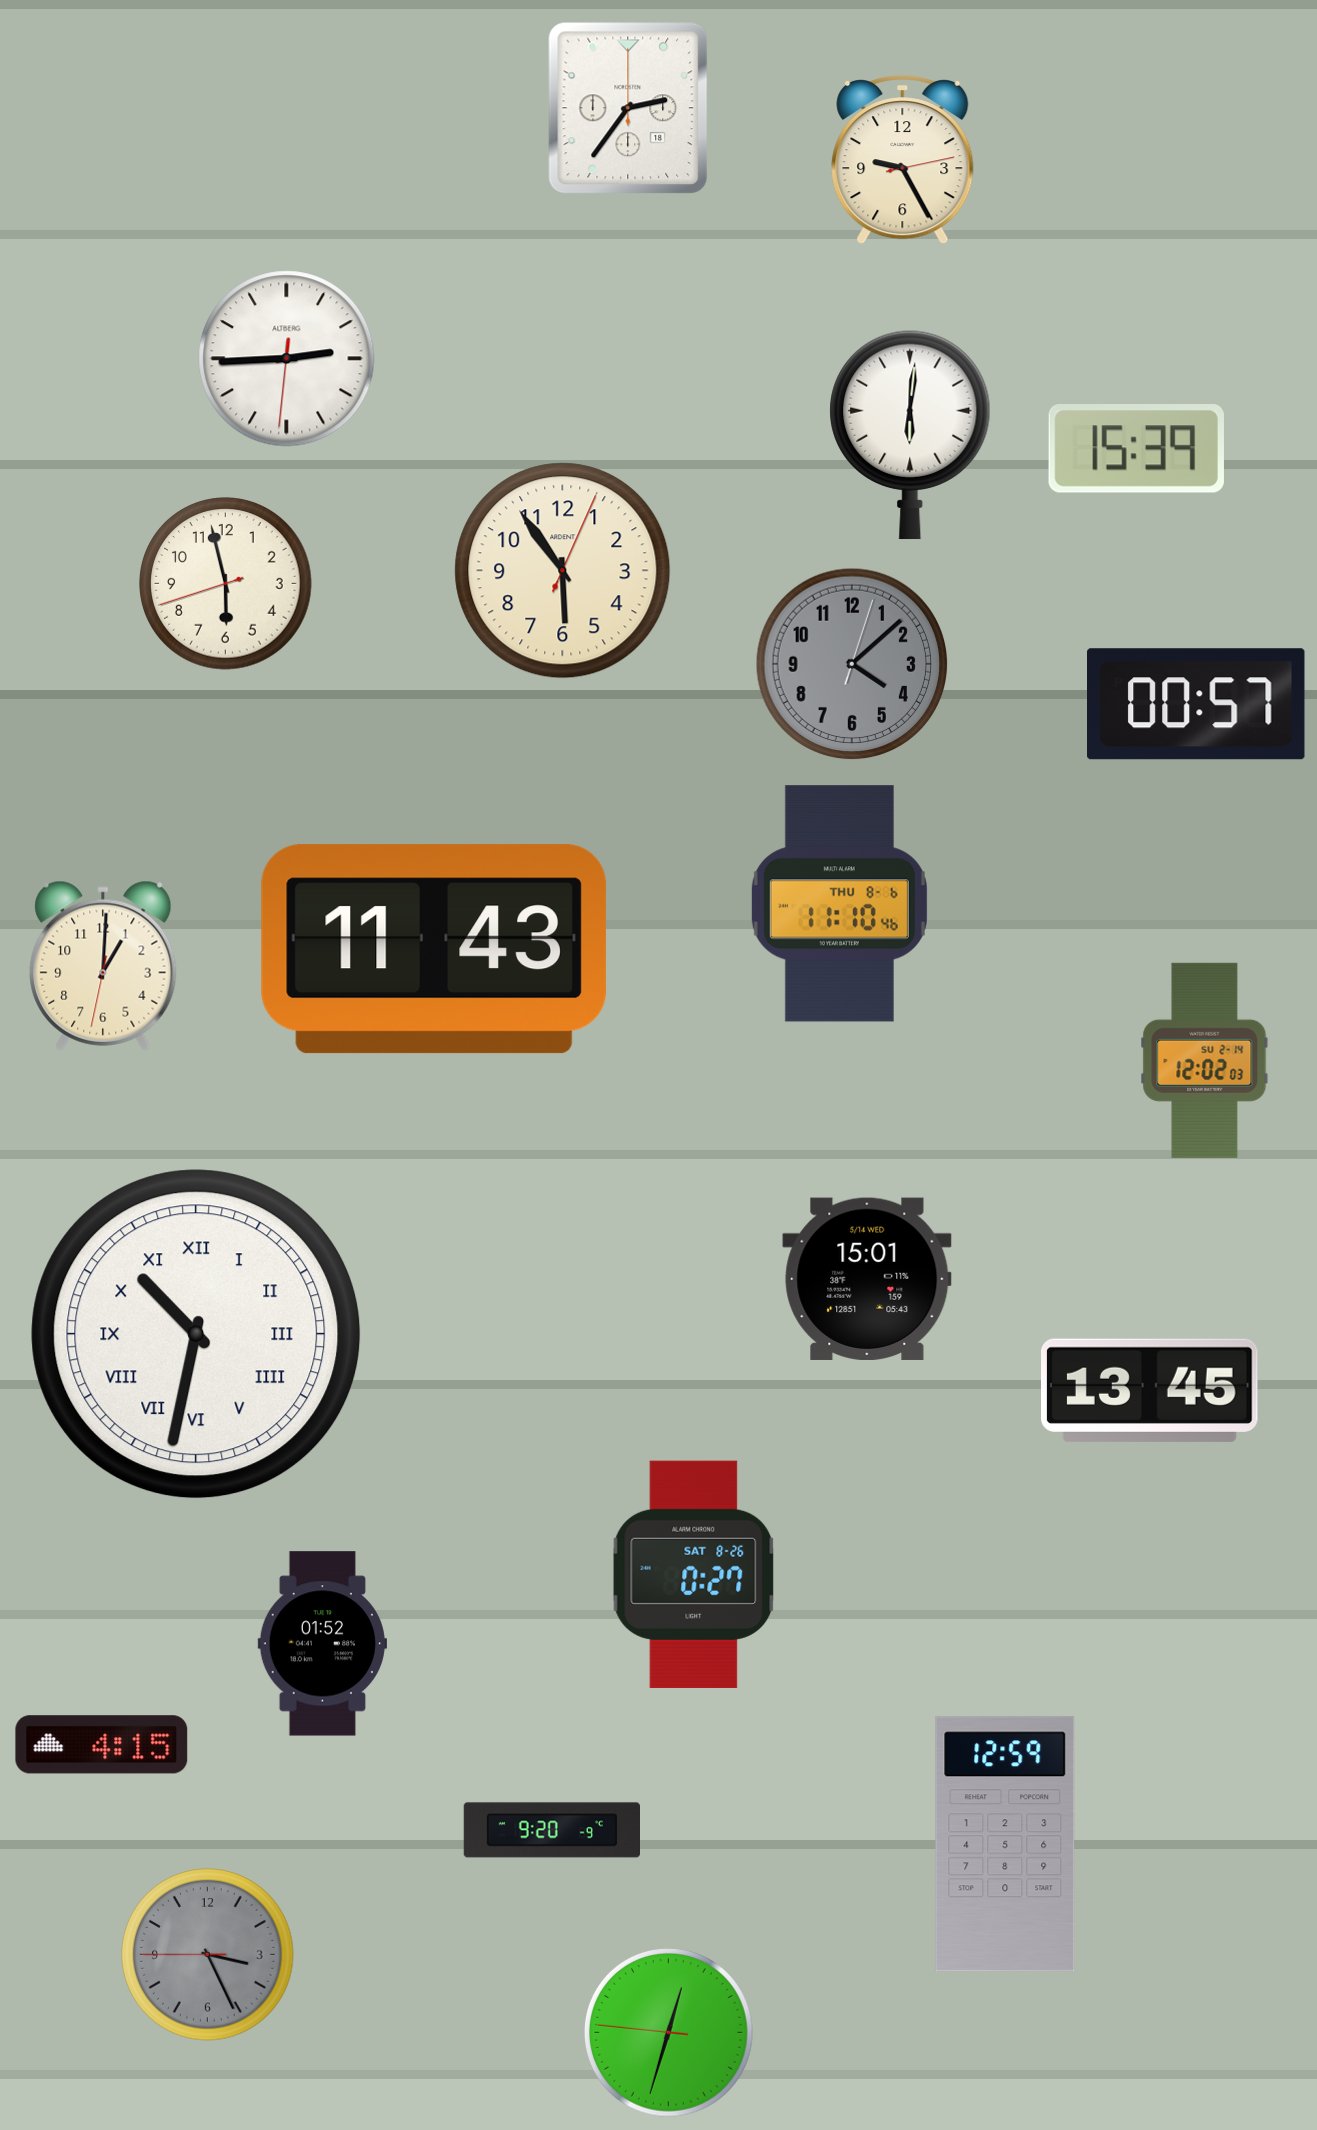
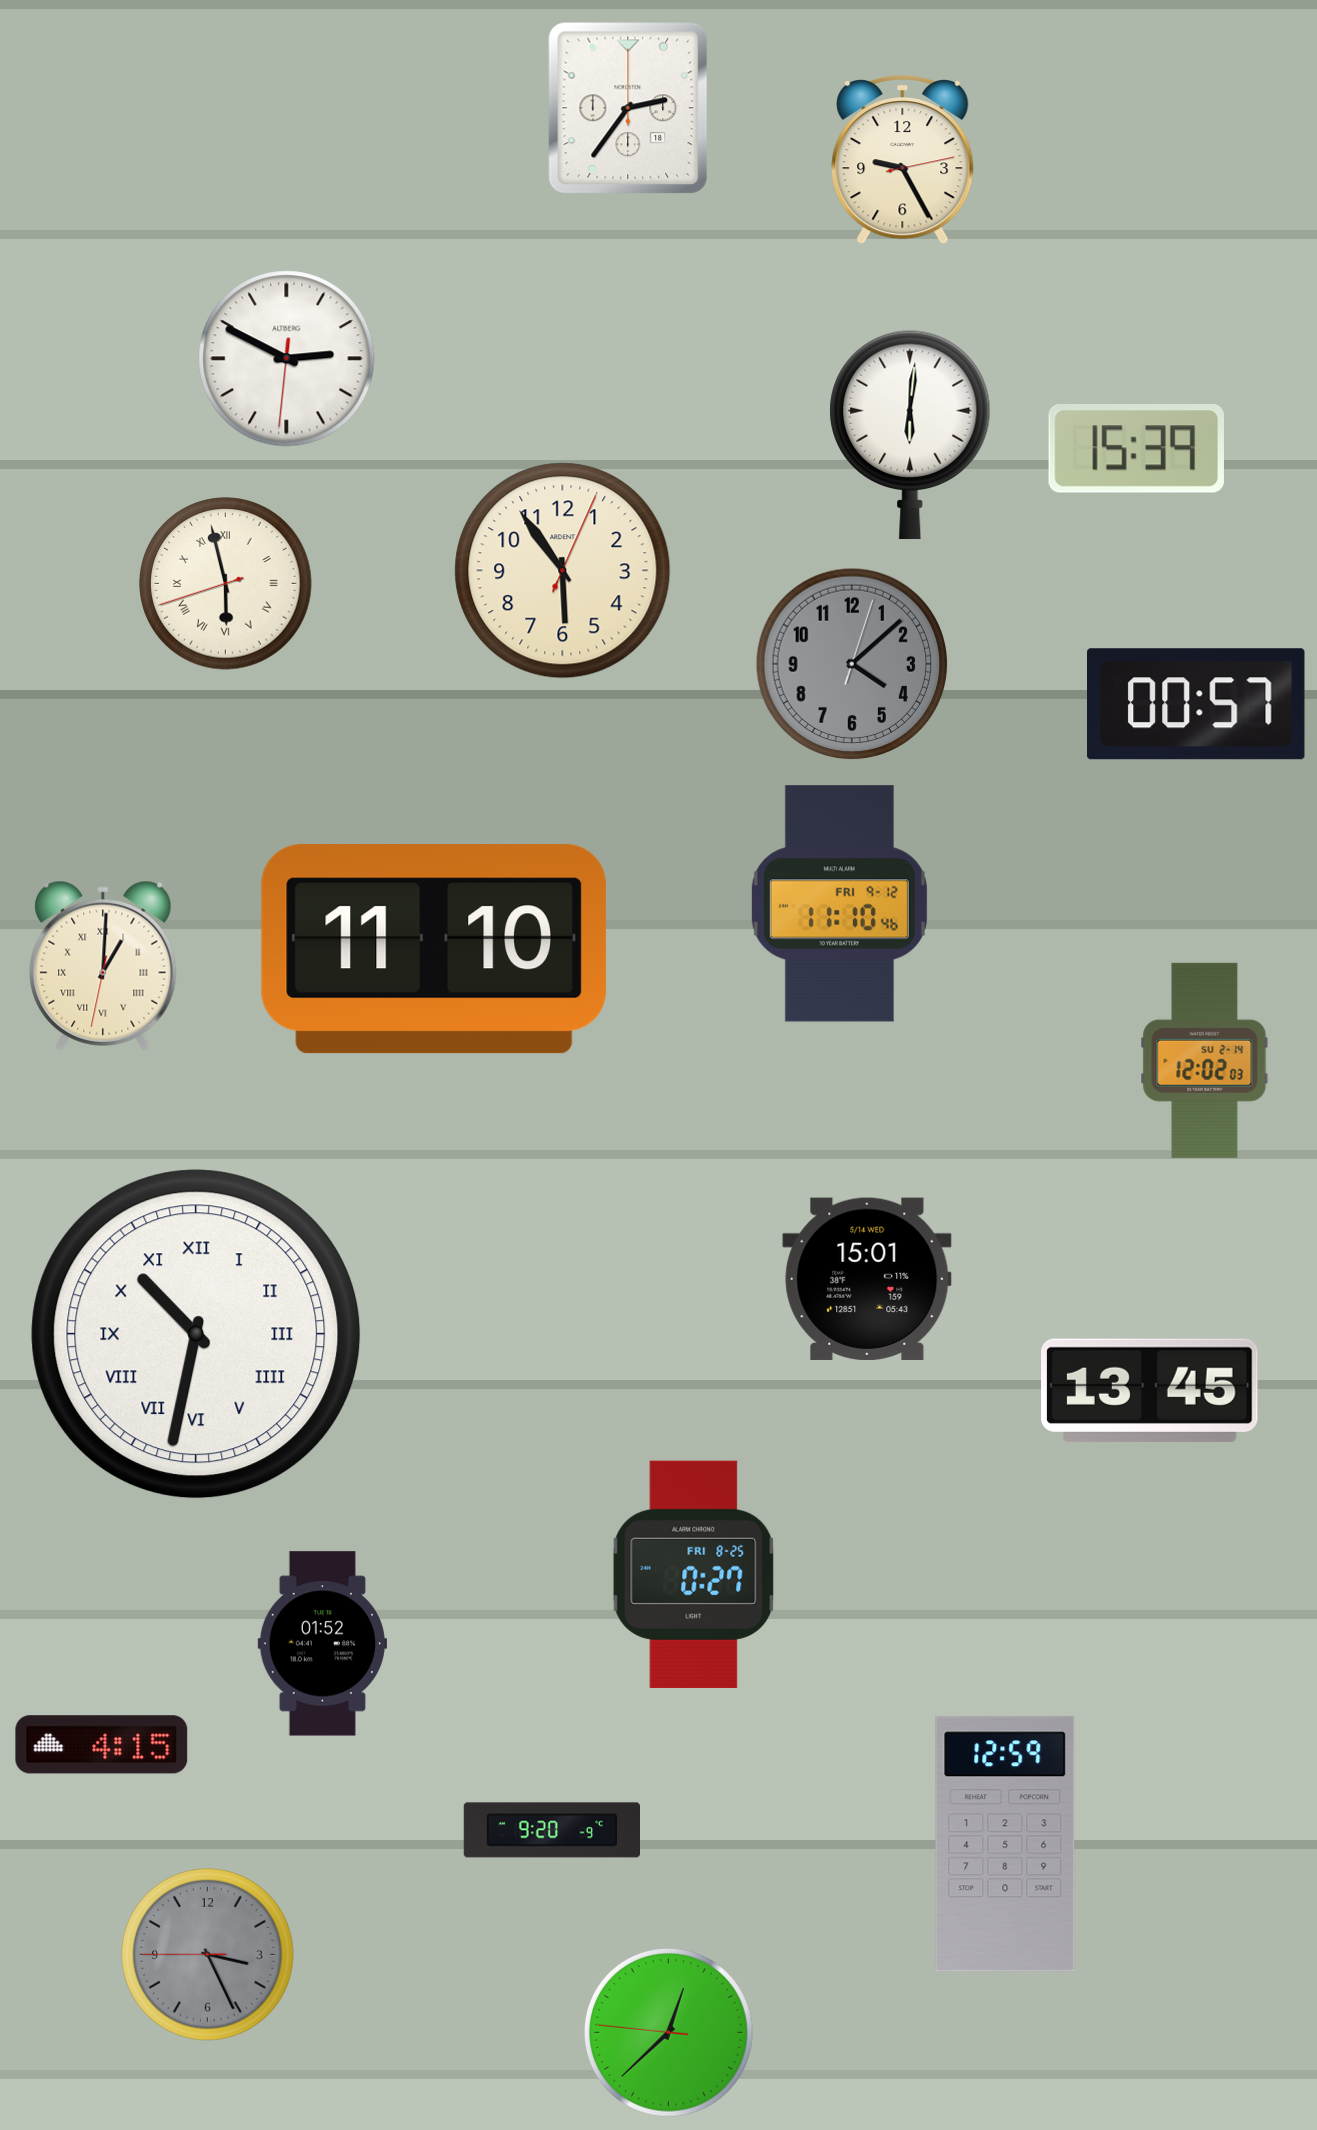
clock at (287, 359): 2:44 -> 2:49
clock at (226, 584) numerals: Arabic -> Roman
clock at (839, 904) date: THU 8-6 -> FRI 9-12
clock at (434, 949): 11:43 -> 11:10
clock at (103, 966) numerals: Arabic -> Roman
clock at (694, 1574) date: SAT 8-26 -> FRI 8-25
clock at (668, 2032): 12:32 -> 12:37
